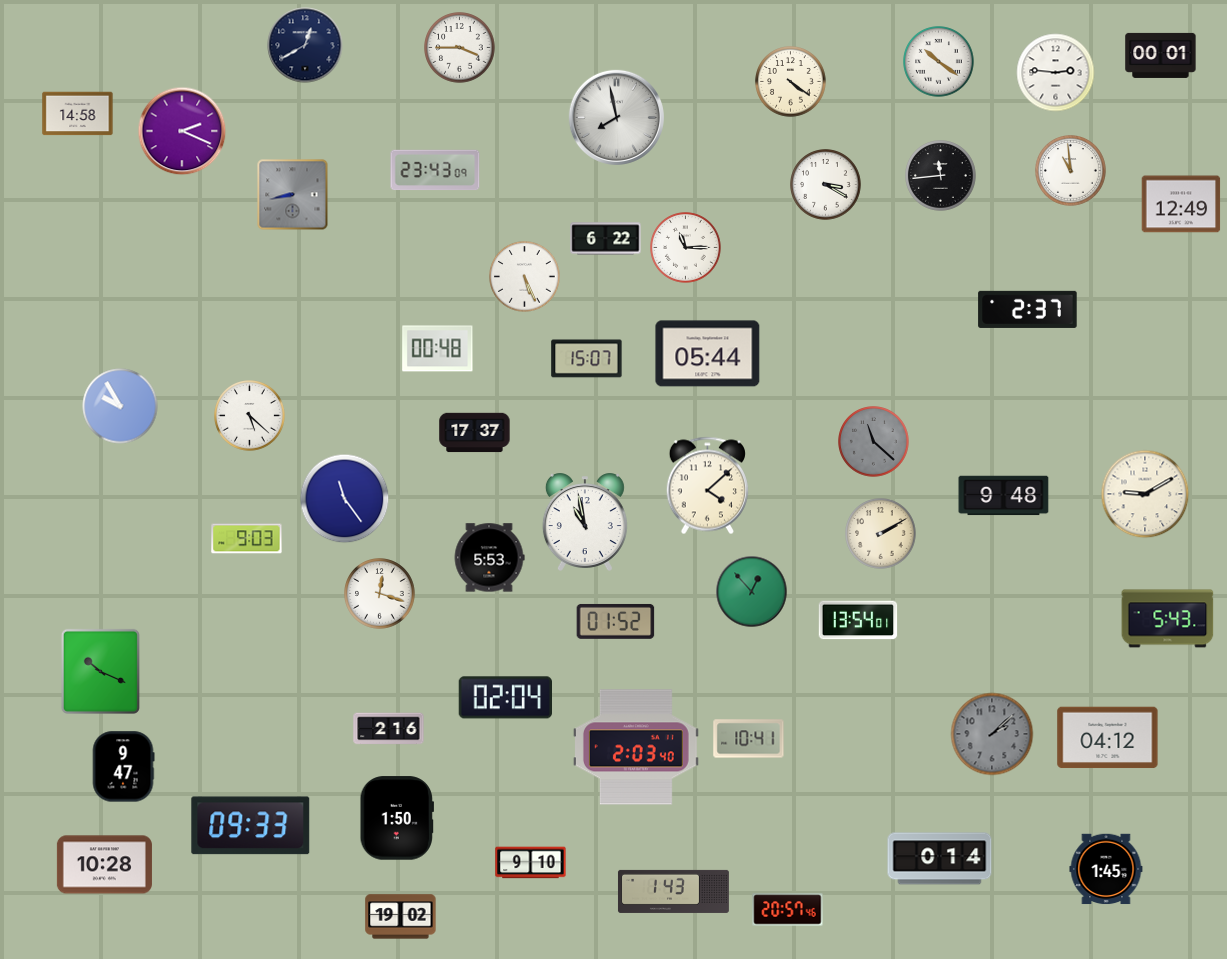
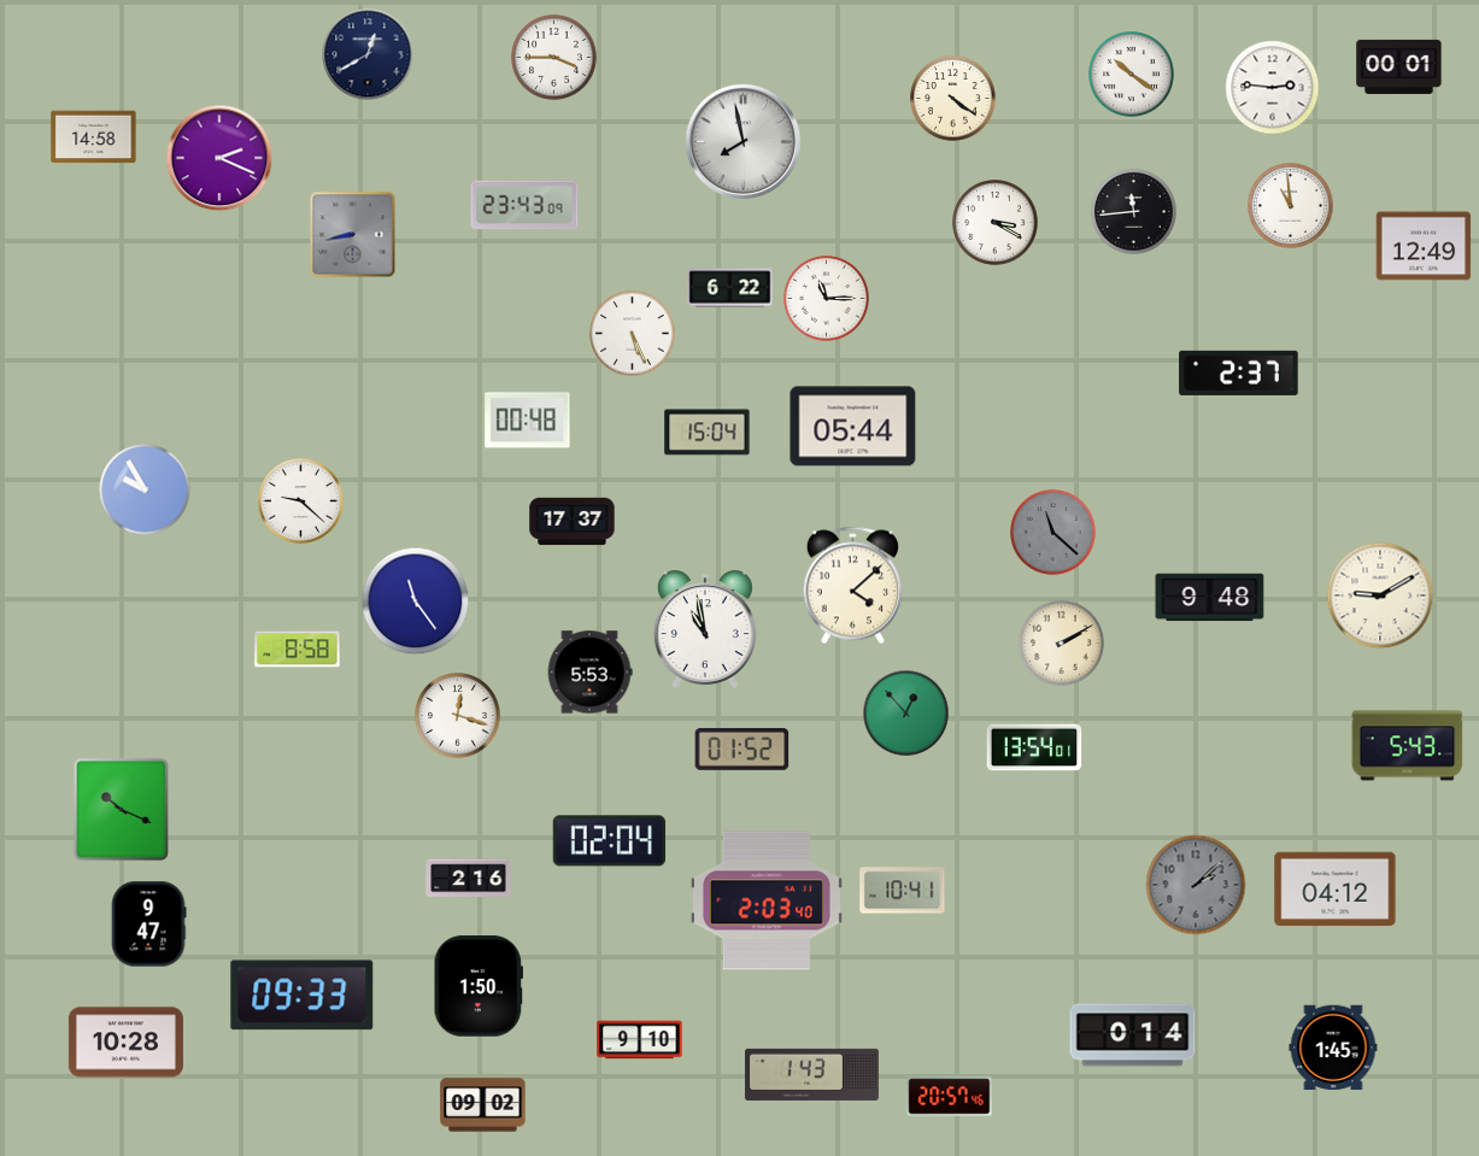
clock at (587, 359): 15:07 -> 15:04
clock at (250, 416): 5:22 -> 9:22
clock at (247, 539): 9:03 -> 8:58
clock at (401, 917): 19:02 -> 09:02
